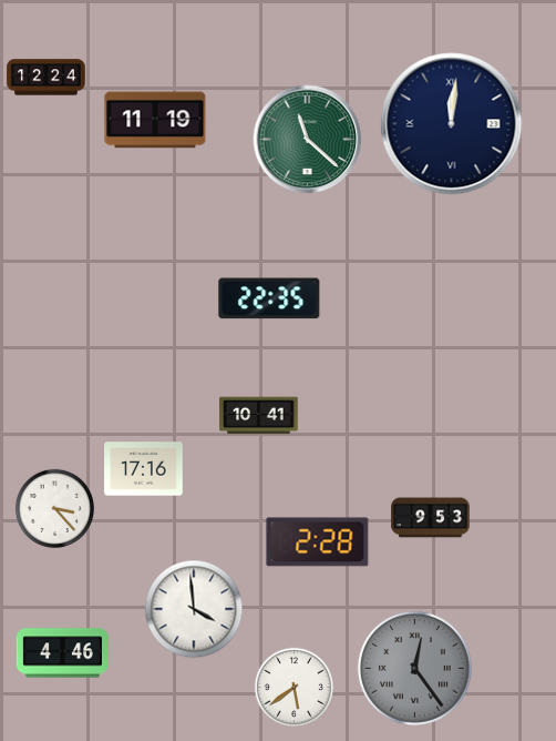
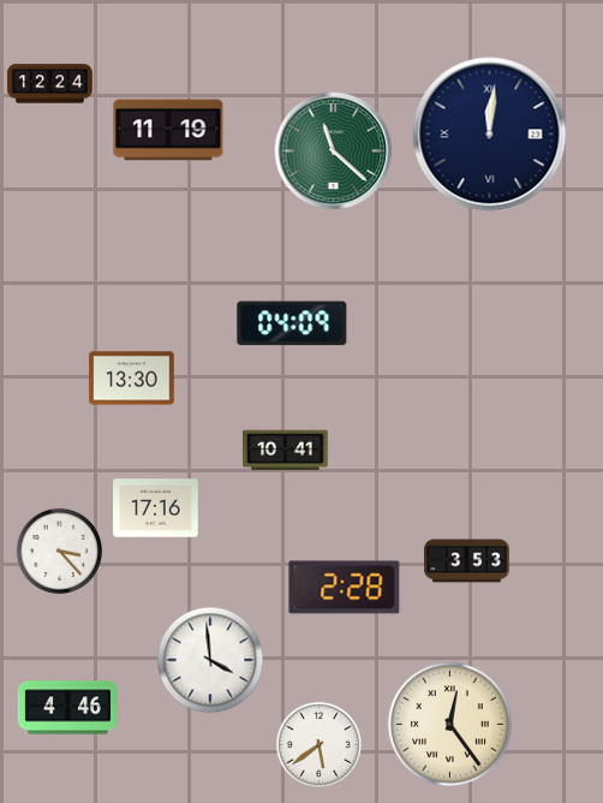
clock at (269, 298): 22:35 -> 04:09
clock at (132, 379): none -> 13:30
clock at (259, 416) position: (259, 416) -> (286, 451)
clock at (431, 518): 9:53 -> 3:53
clock at (414, 668) dial: grey -> cream
